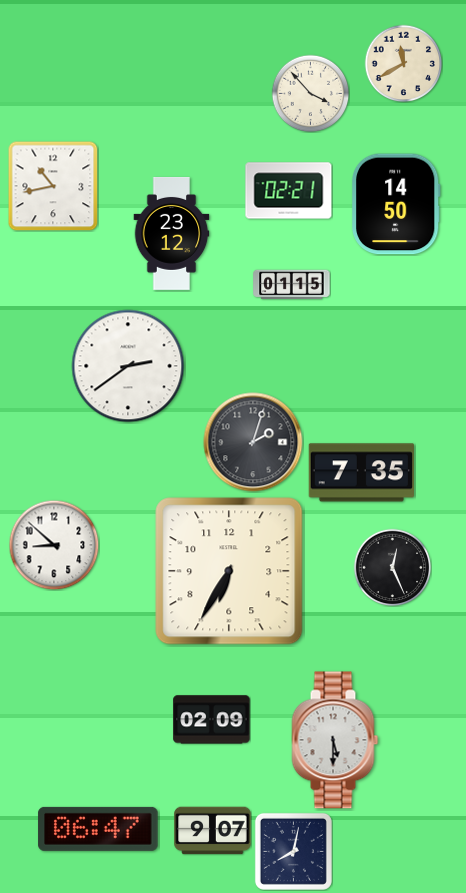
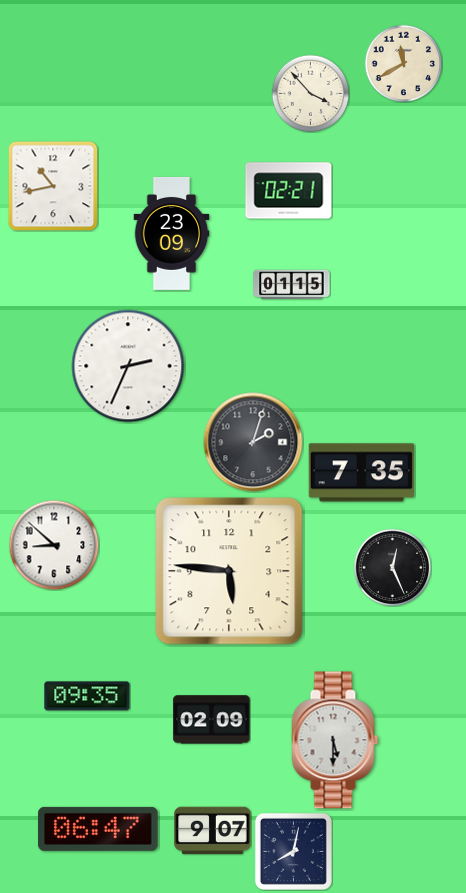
clock at (396, 204): 14:50 -> none
clock at (172, 233): 23:12 -> 23:09
clock at (128, 366): 2:39 -> 2:34
clock at (229, 571): 6:35 -> 5:46
clock at (87, 696): none -> 09:35
